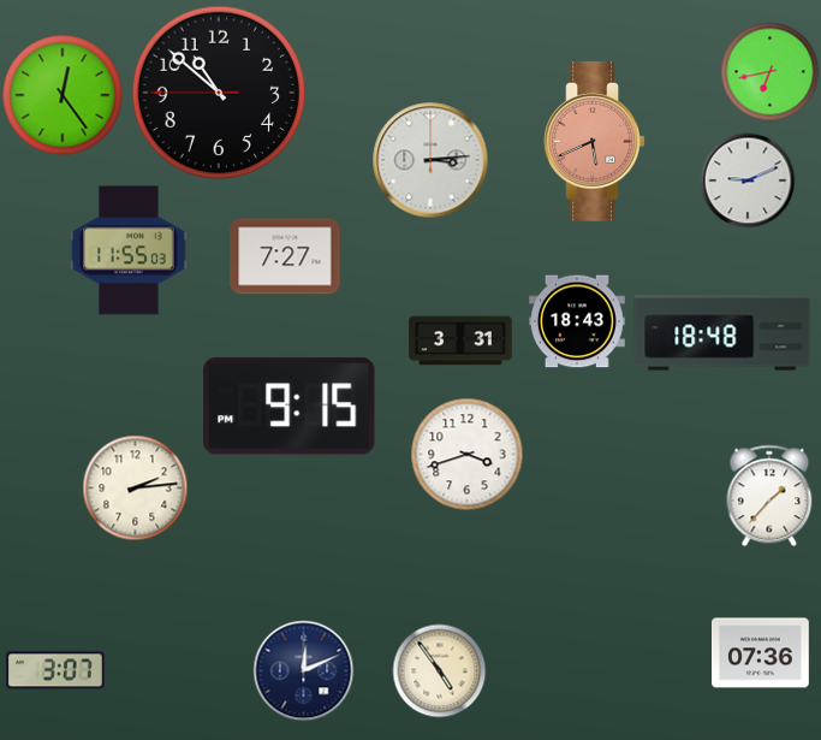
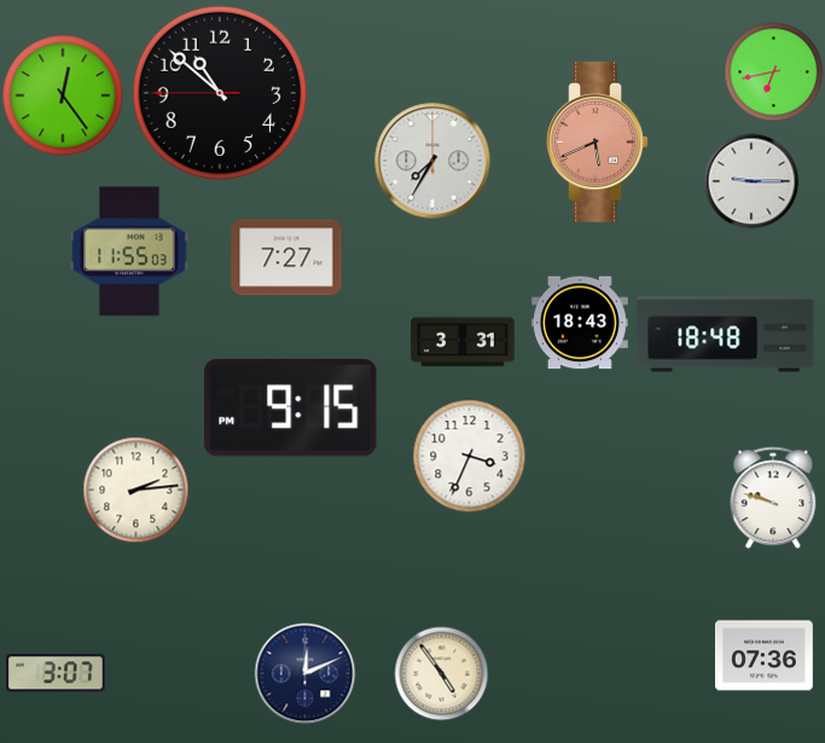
clock at (430, 160): 3:14 -> 7:35
clock at (748, 180): 9:11 -> 9:15
clock at (466, 454): 3:42 -> 3:34
clock at (769, 496): 1:37 -> 9:48
